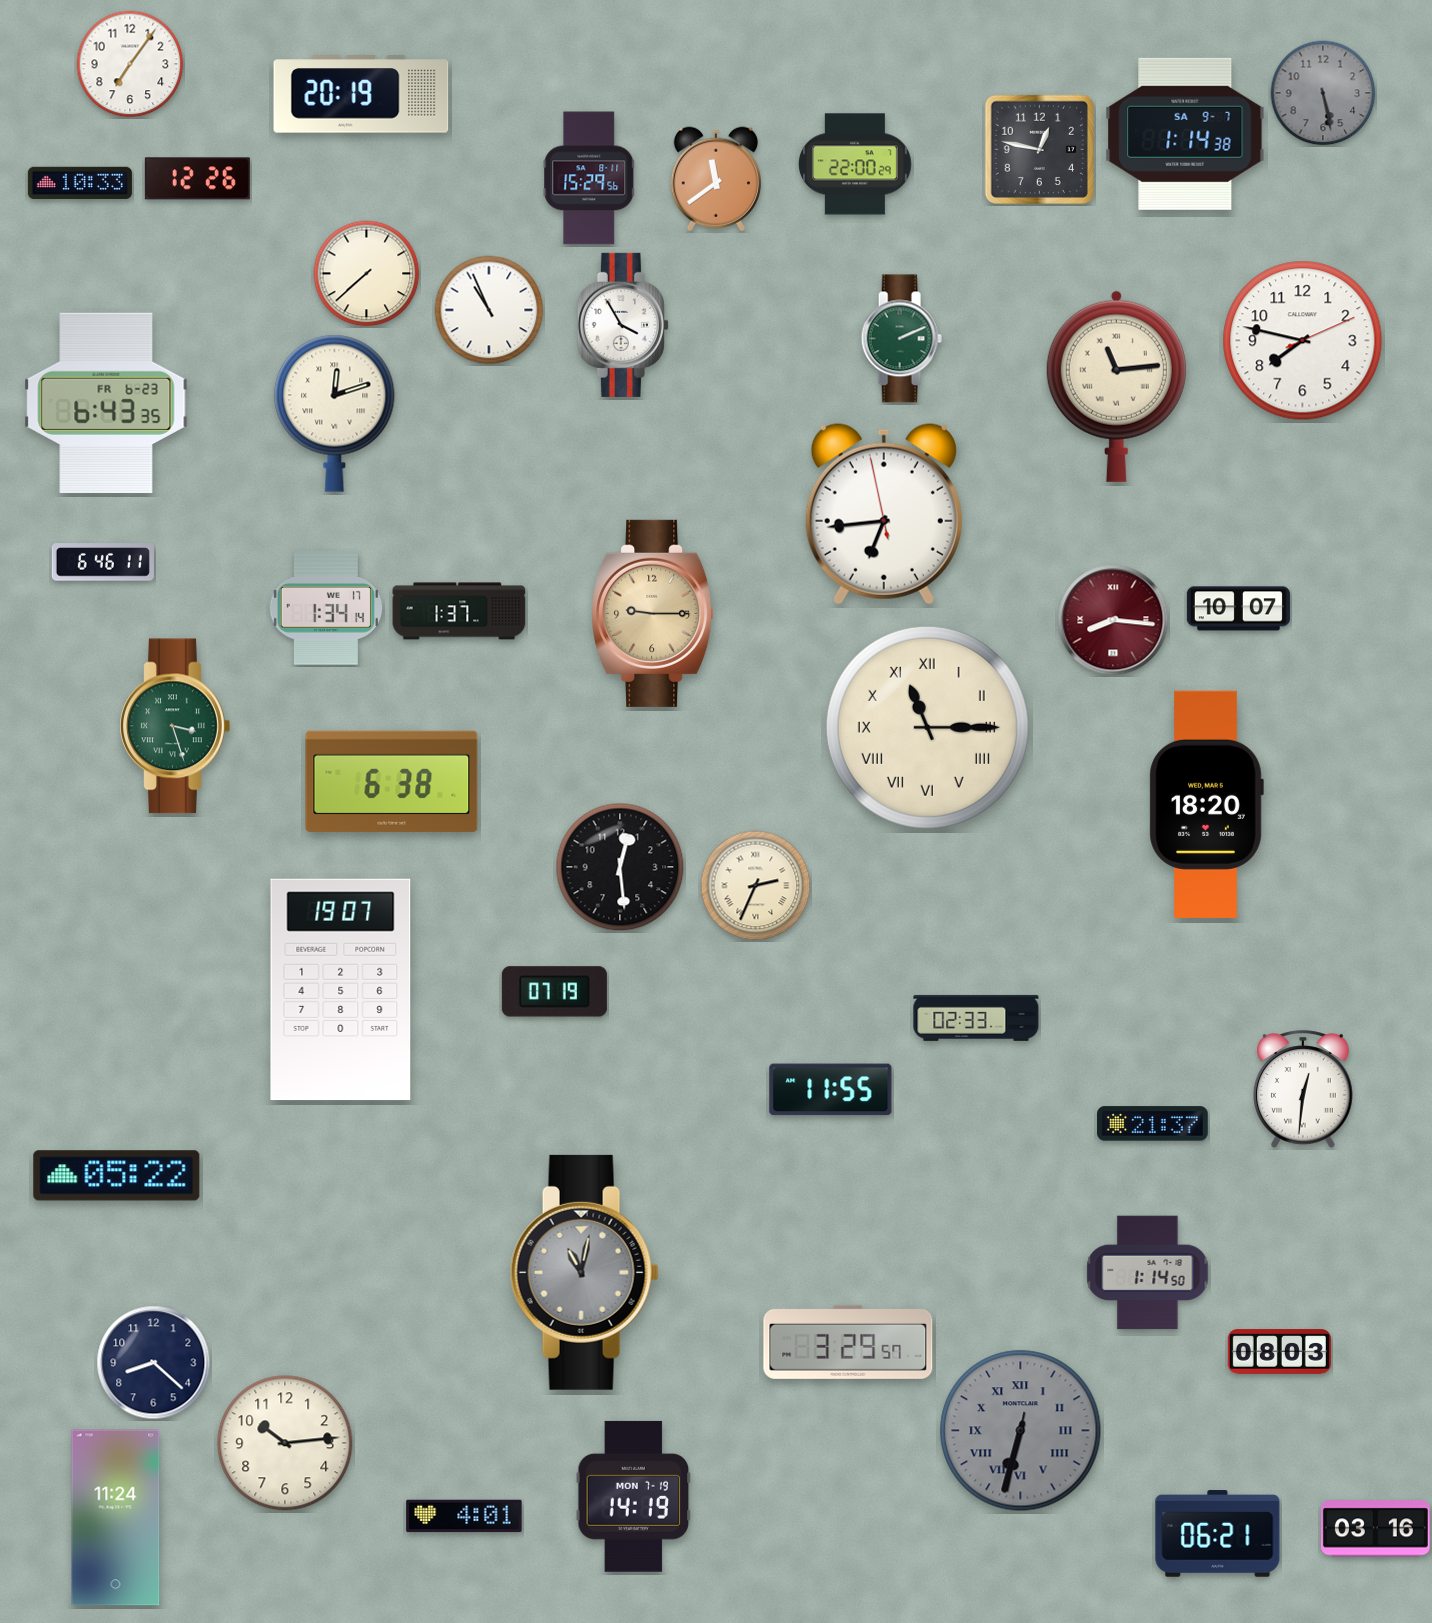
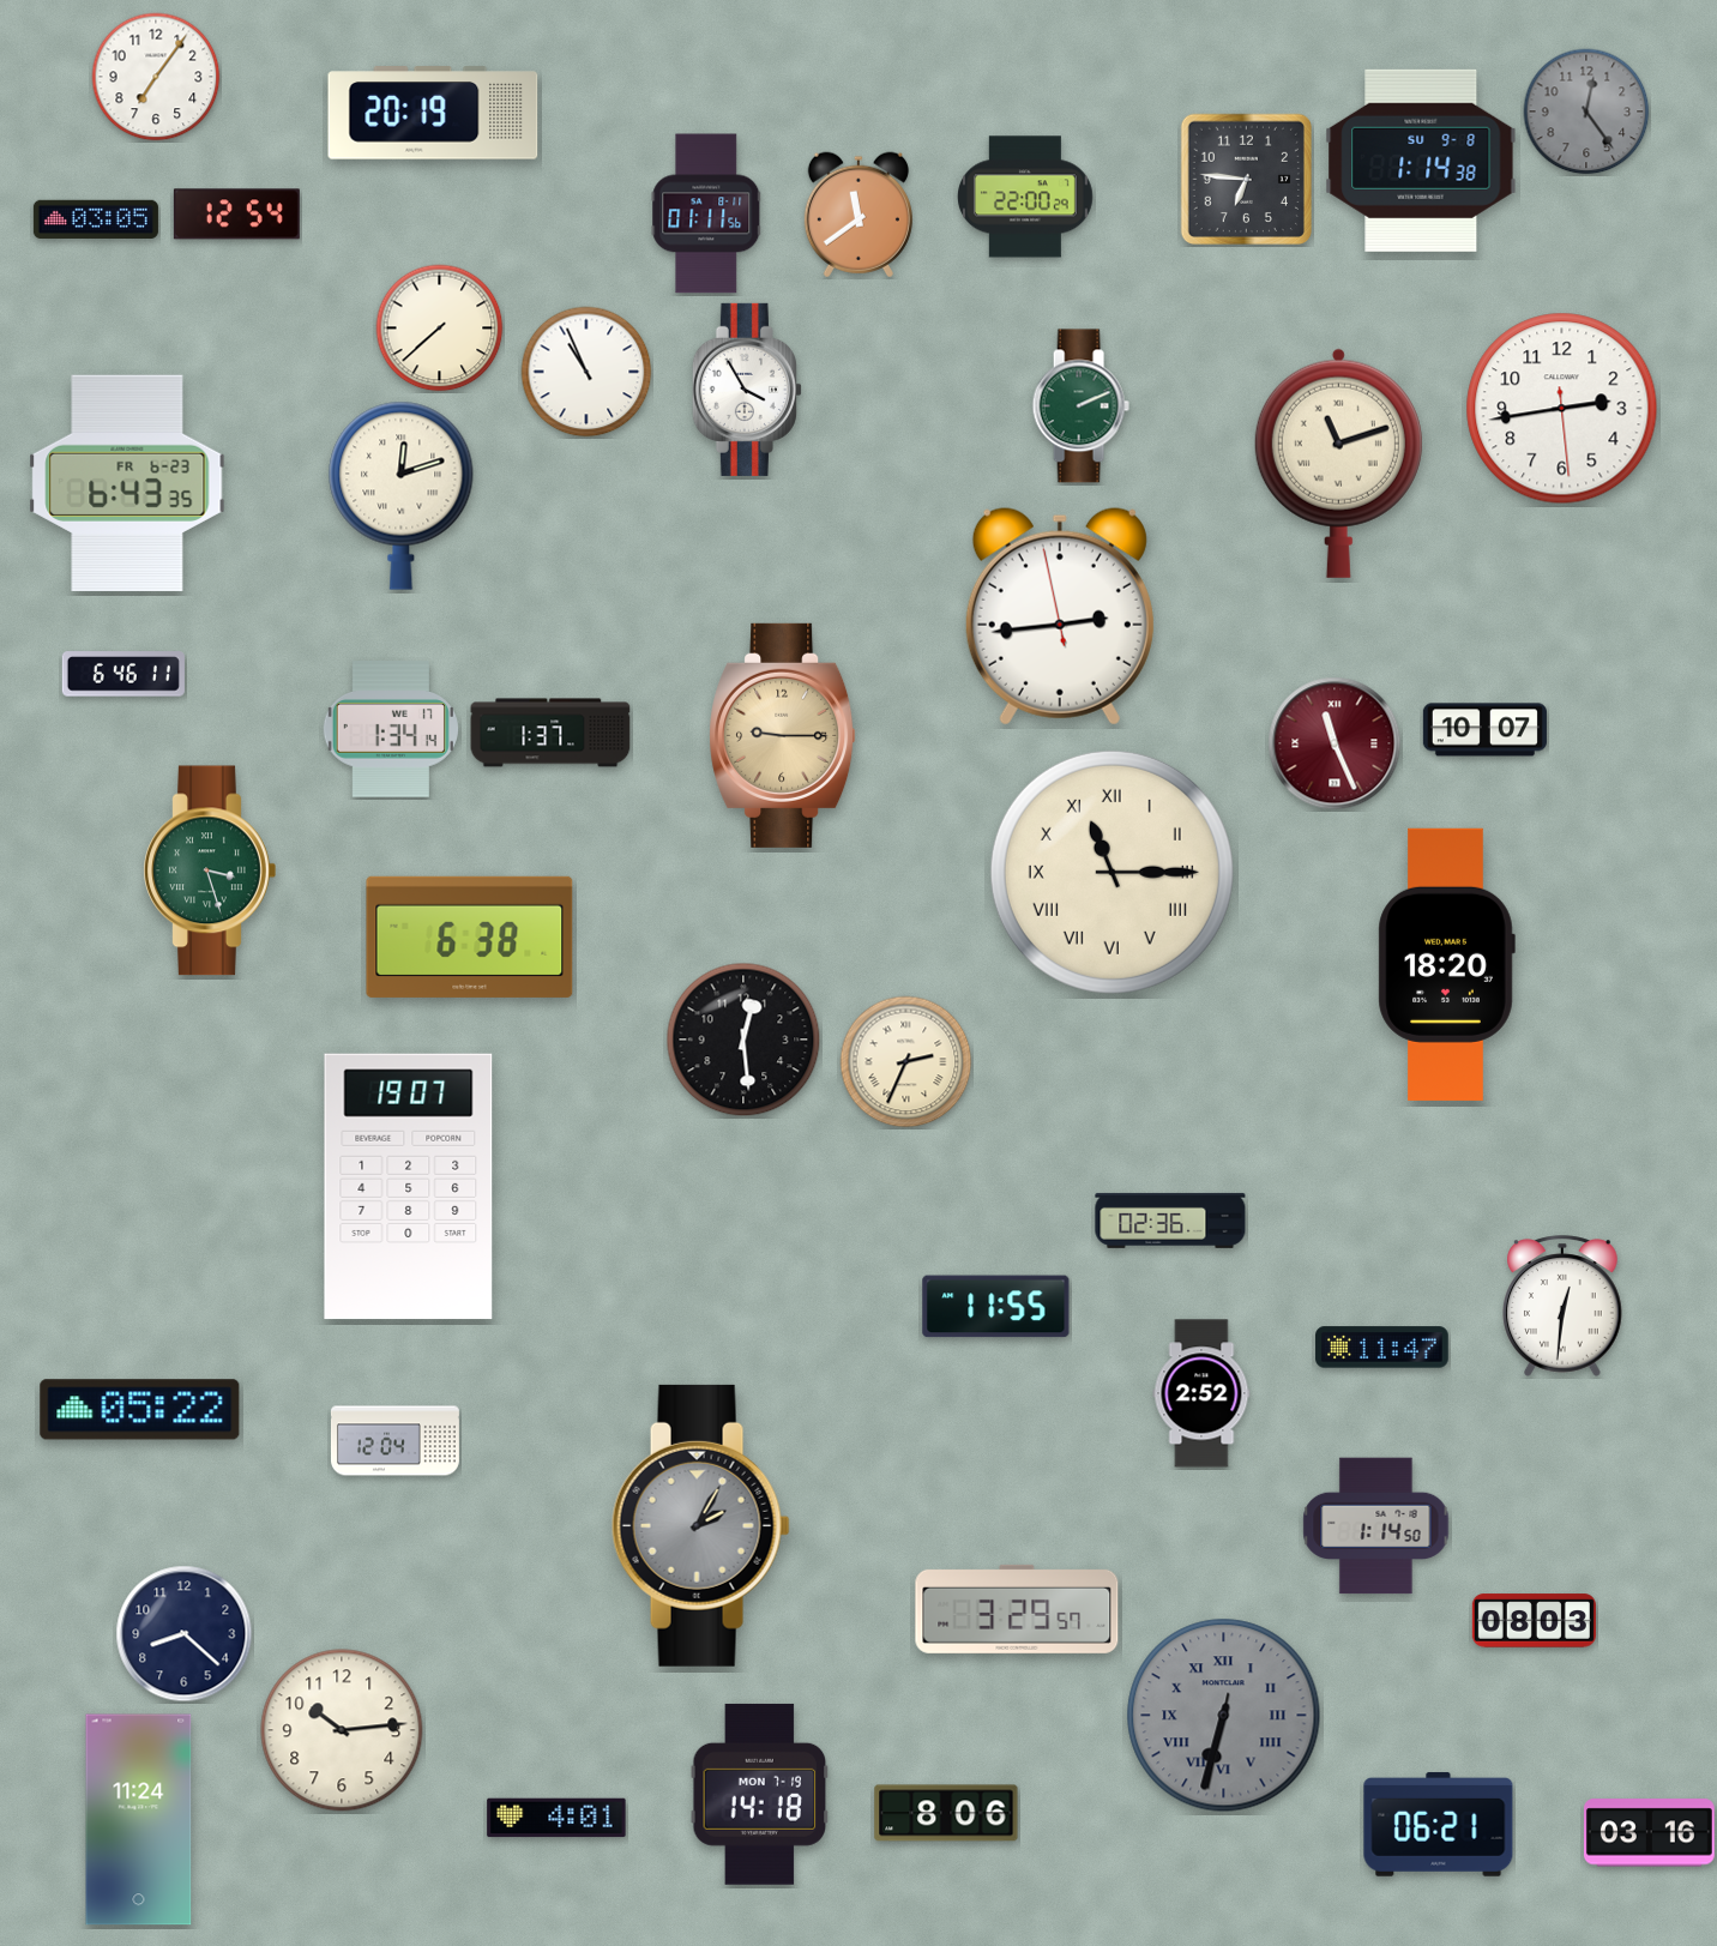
clock at (1323, 93): 5:28 -> 12:24
clock at (1185, 134) date: SA 9-7 -> SU 9-8
clock at (1039, 149): 12:47 -> 6:46
clock at (589, 178): 15:29 -> 01:11
clock at (197, 179): 12:26 -> 12:54
clock at (80, 183): 10:33 -> 03:05
clock at (1303, 341): 7:47 -> 2:43
clock at (1116, 386): 11:14 -> 11:12
clock at (884, 514): 6:43 -> 2:43
clock at (1113, 620): 8:16 -> 11:26
clock at (554, 992): 07:19 -> none
clock at (976, 1018): 02:33 -> 02:36
clock at (1153, 1124): 21:37 -> 11:47
clock at (1201, 1393): none -> 2:52
clock at (394, 1441): none -> 12:04
clock at (584, 1272): 11:02 -> 2:05
clock at (634, 1496): 14:19 -> 14:18
clock at (946, 1813): none -> 8:06
clock at (1218, 1534) position: (1218, 1534) -> (1439, 1825)
